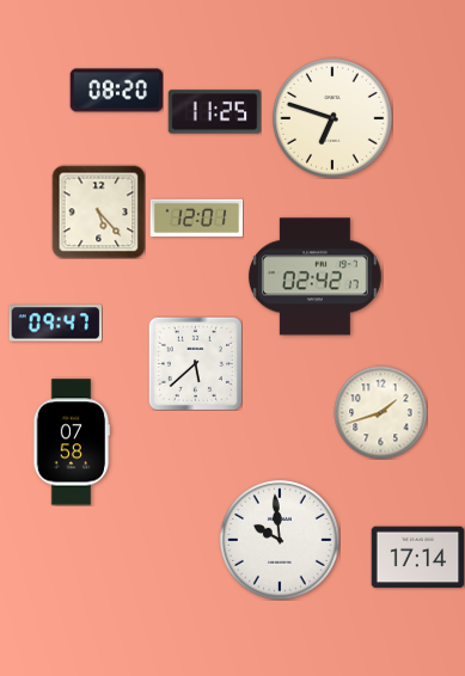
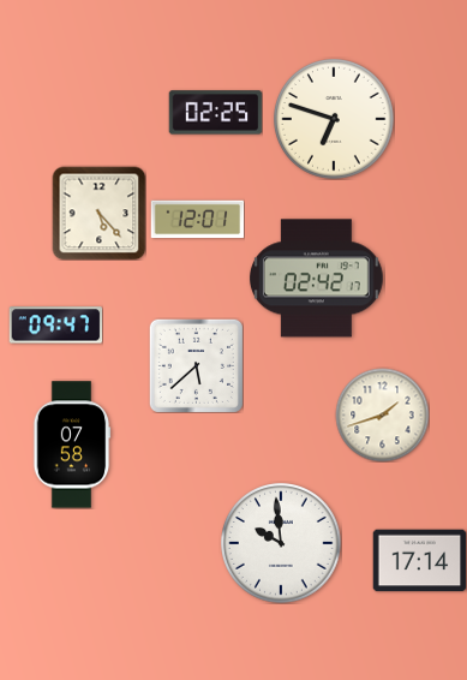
clock at (116, 91): 08:20 -> none
clock at (214, 112): 11:25 -> 02:25
